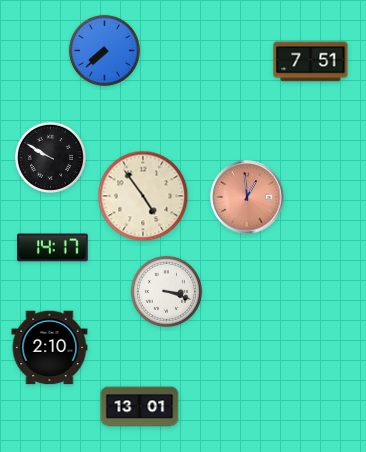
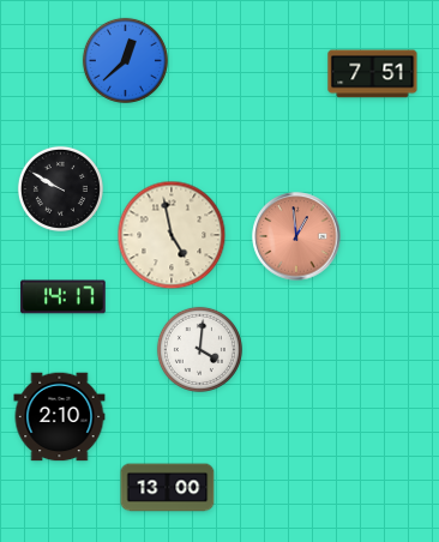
clock at (104, 50): 7:38 -> 12:38
clock at (143, 196): 4:54 -> 4:58
clock at (166, 291): 3:18 -> 4:01
clock at (140, 407): 13:01 -> 13:00
